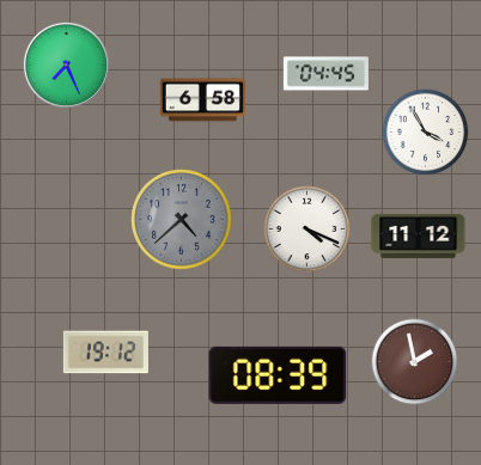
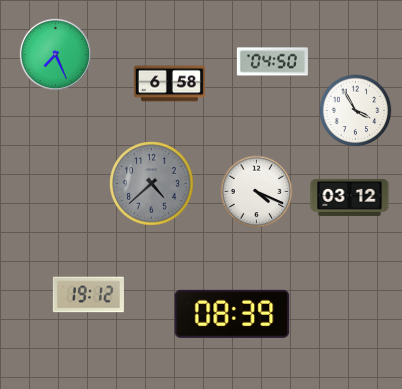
clock at (325, 74): 04:45 -> 04:50
clock at (419, 235): 11:12 -> 03:12
clock at (415, 362): 1:58 -> none
